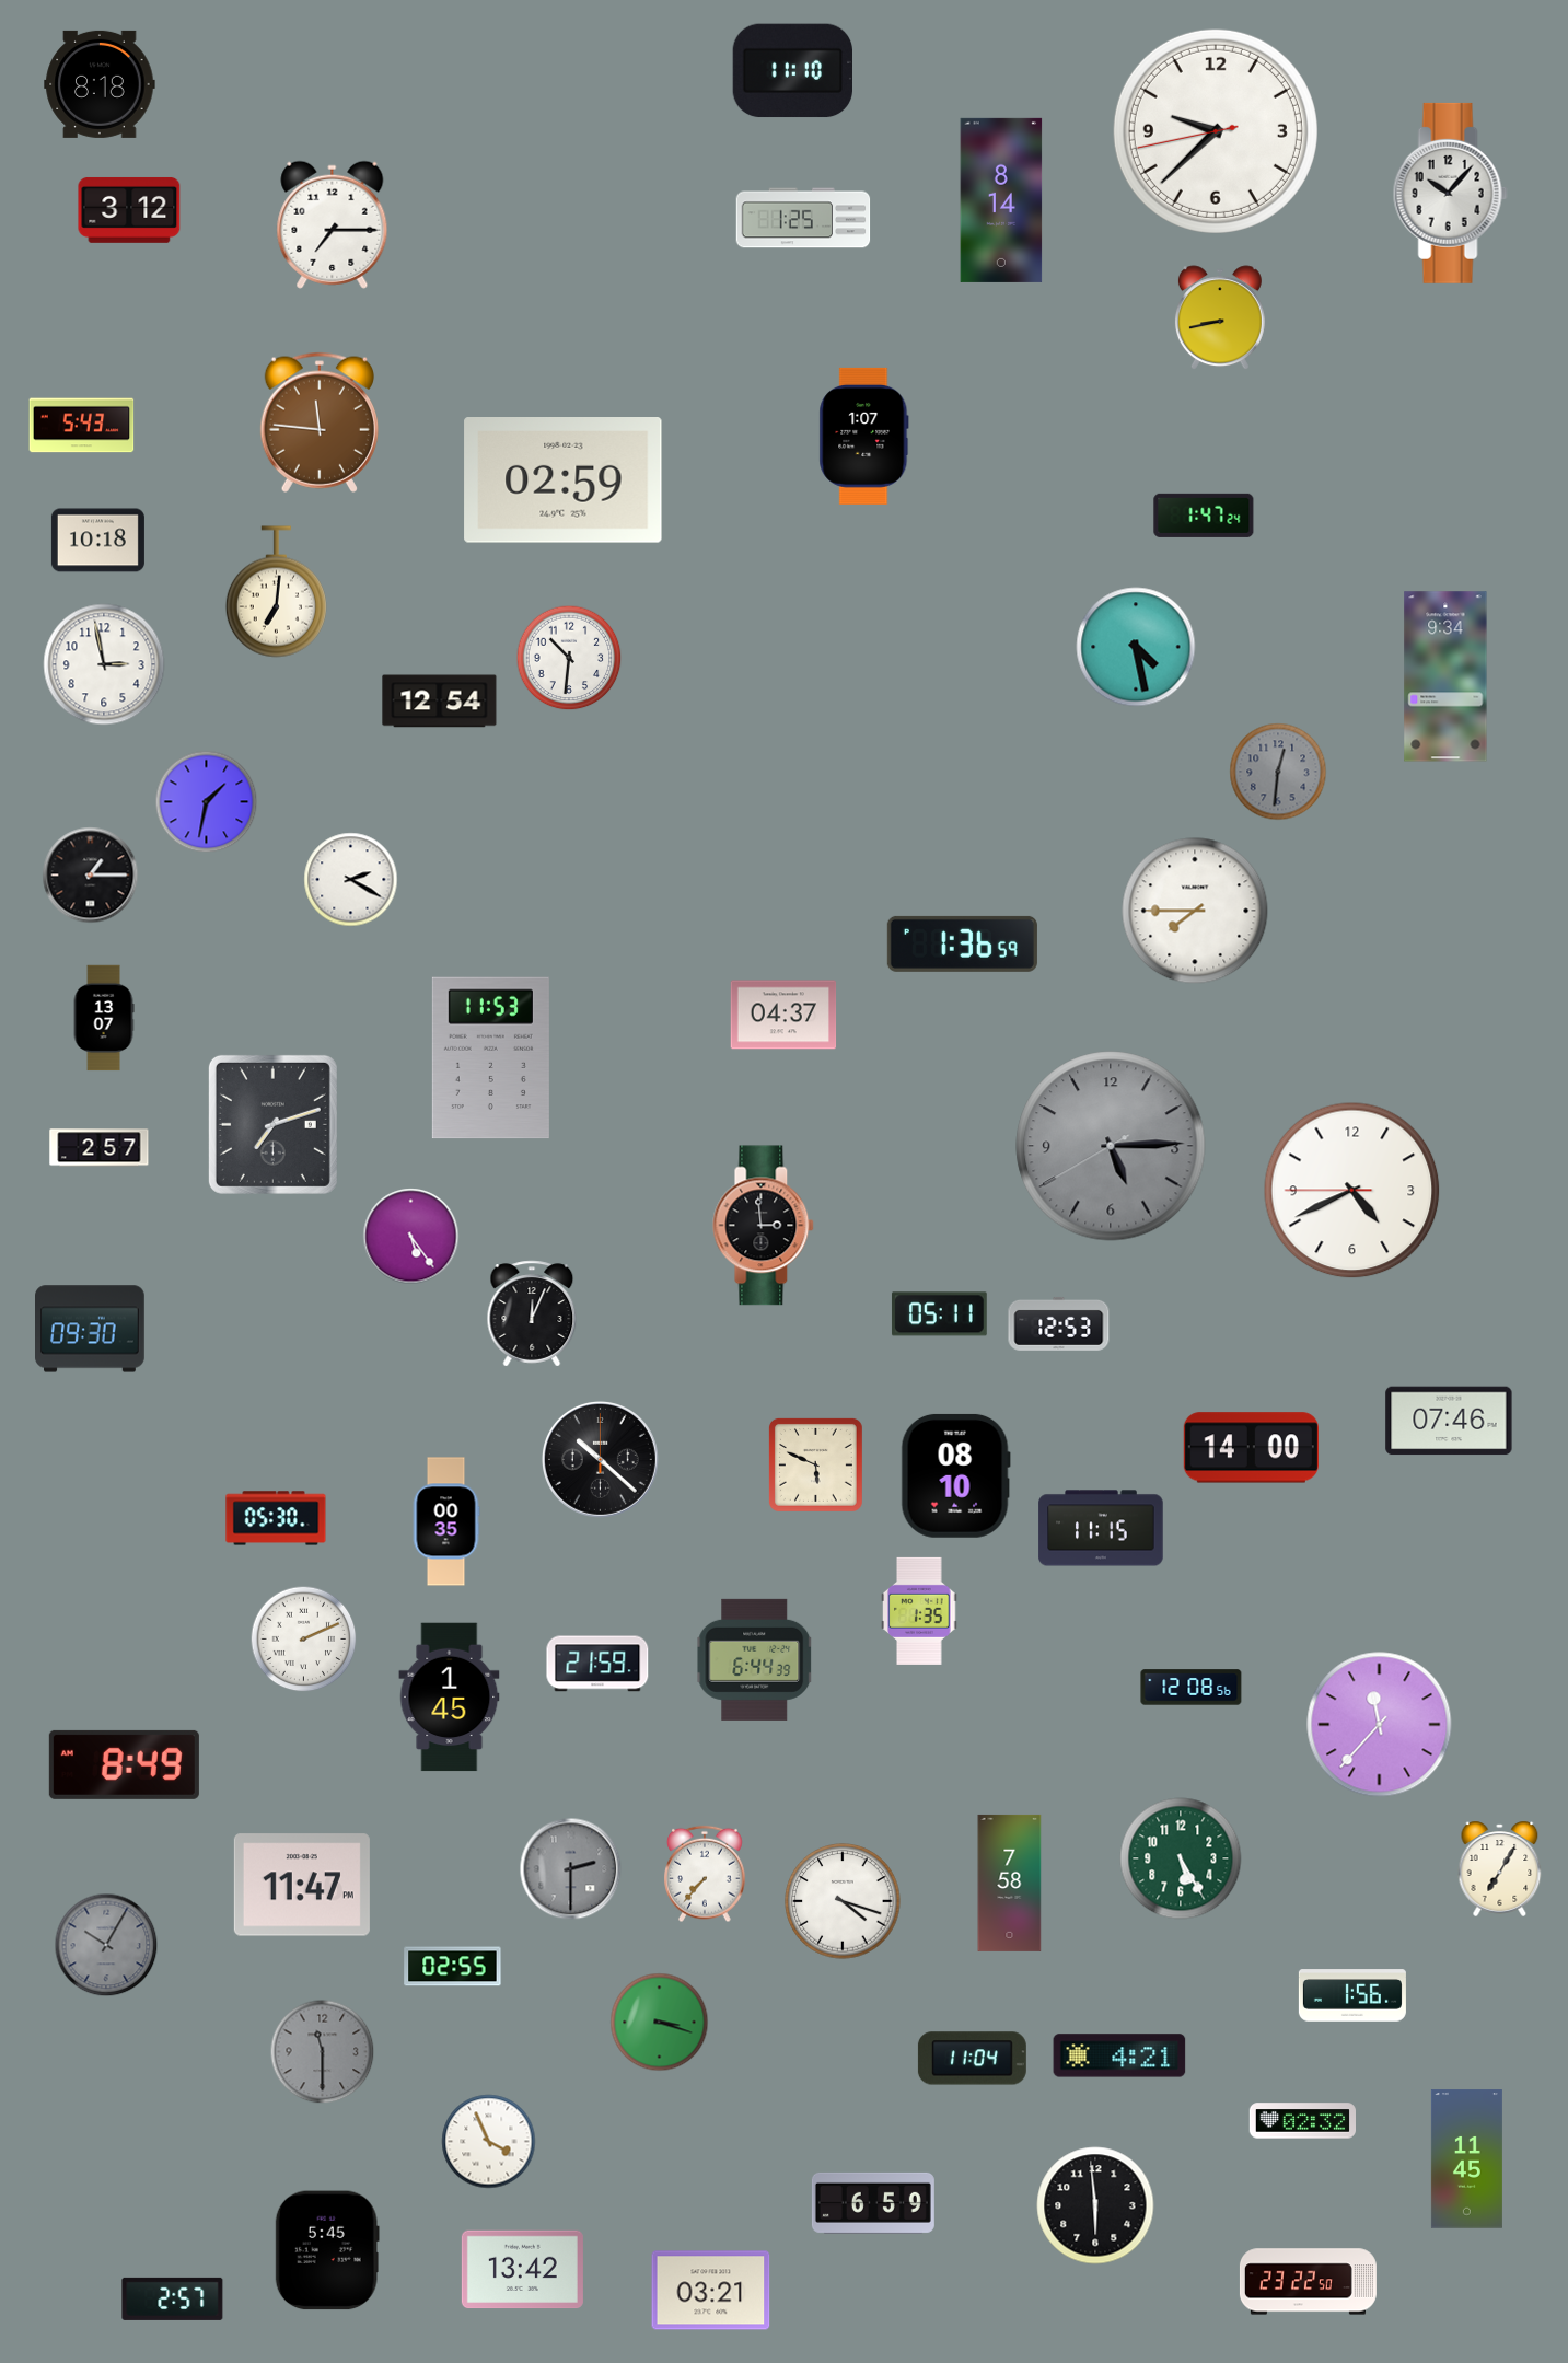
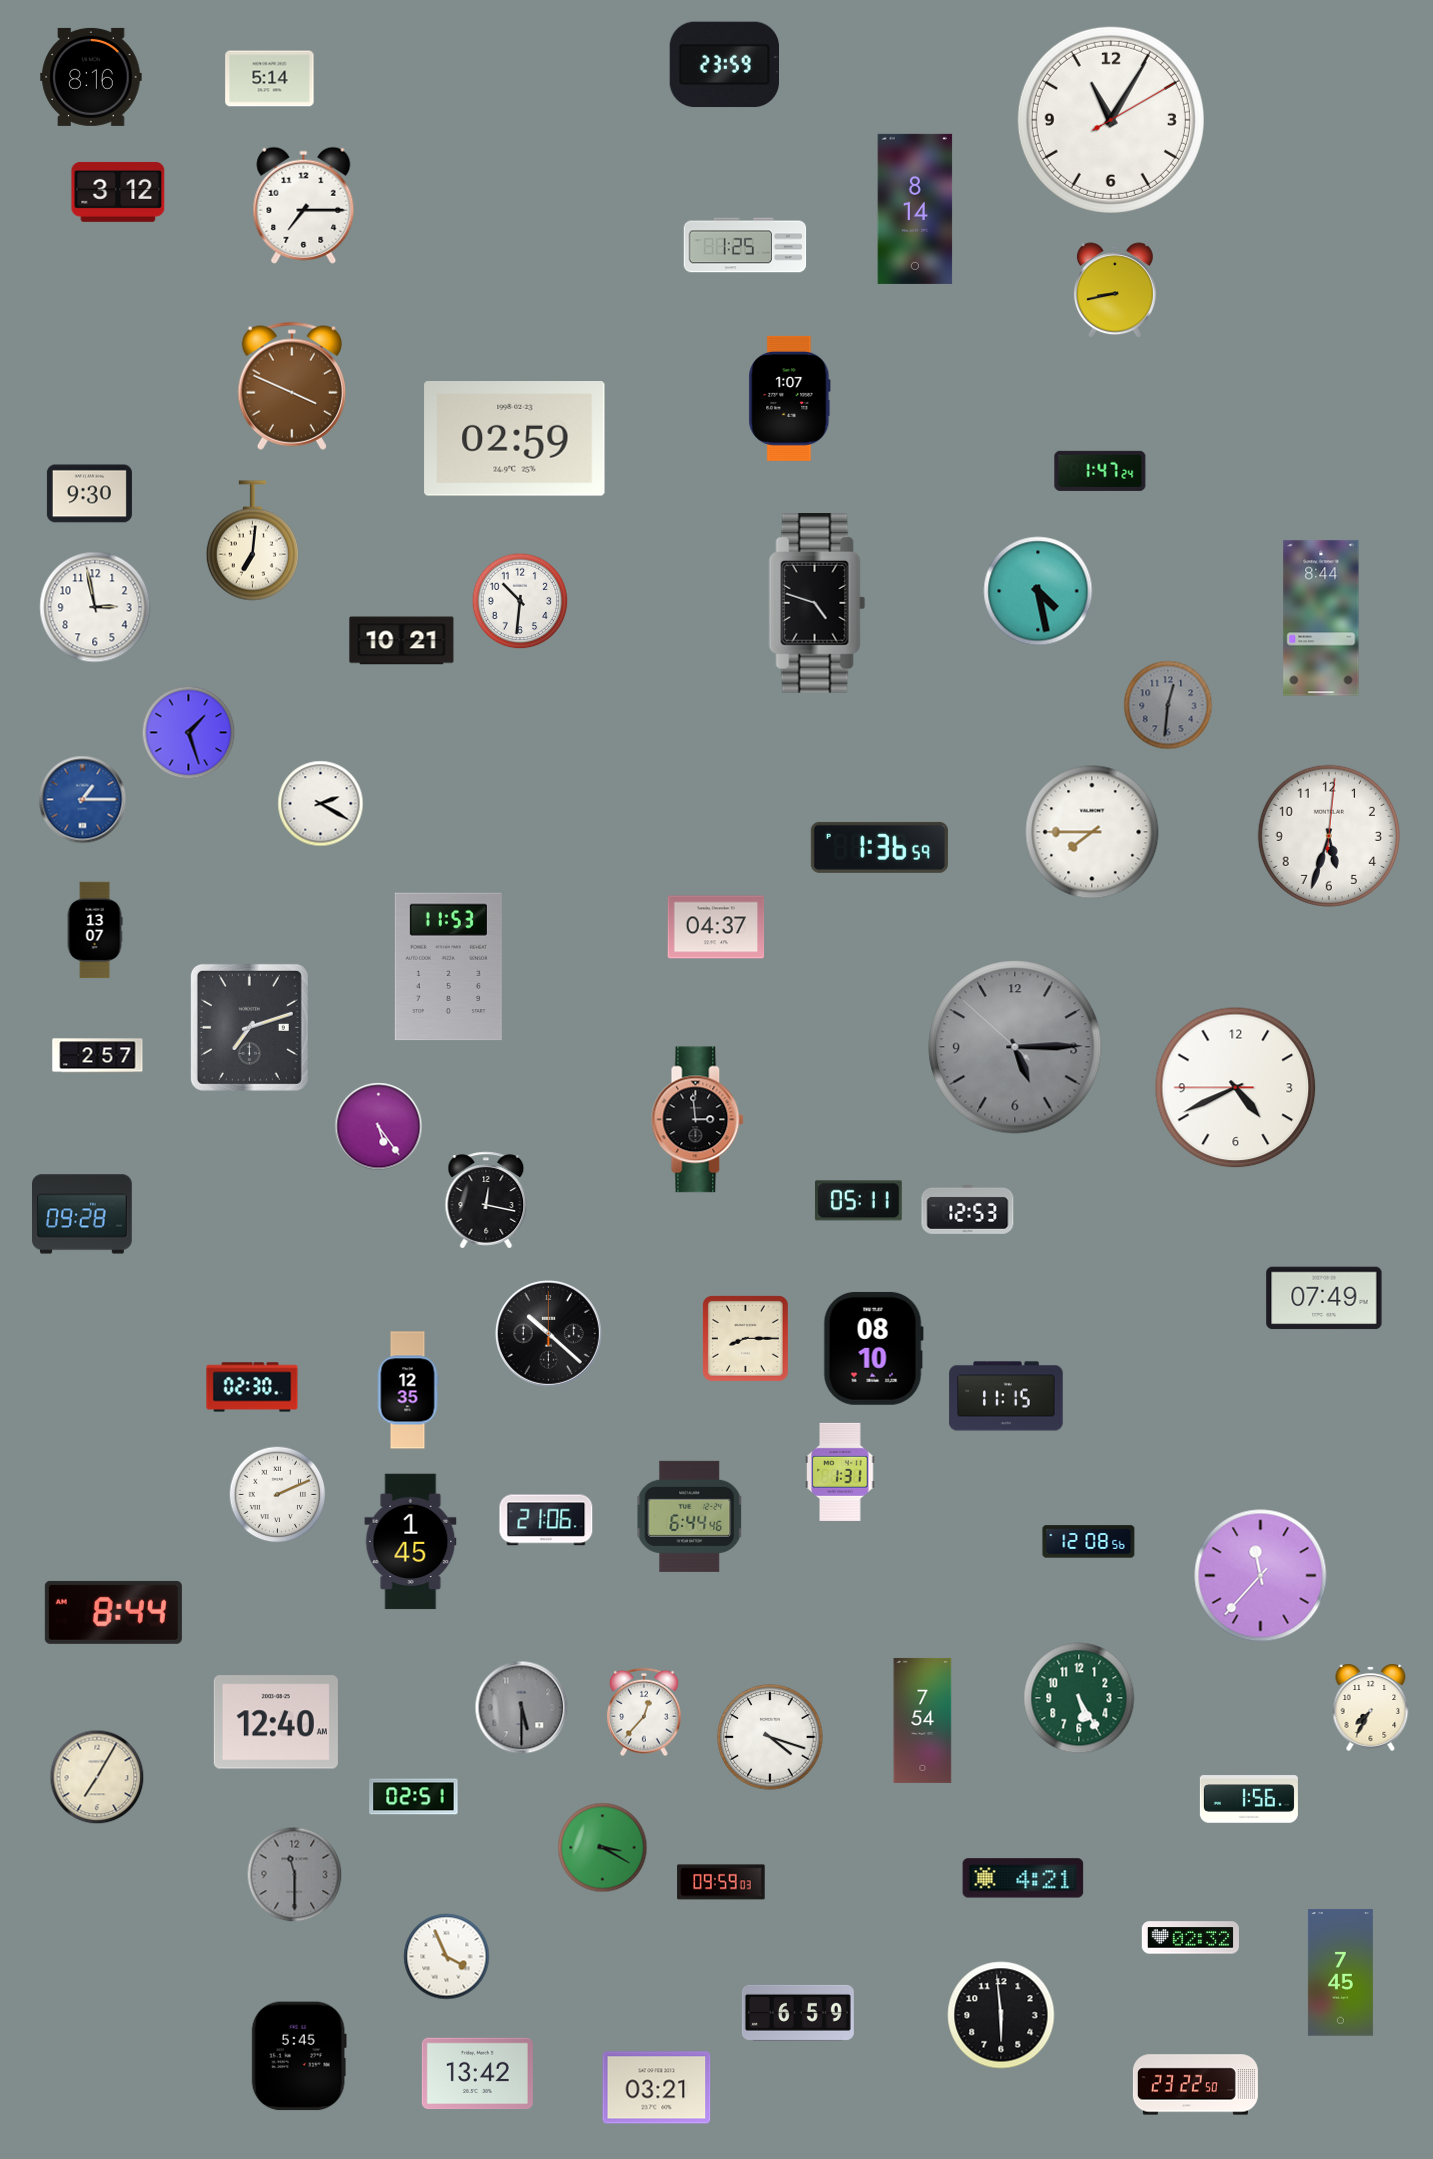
clock at (792, 71): 11:10 -> 23:59
clock at (100, 84): 8:18 -> 8:16
clock at (270, 79): none -> 5:14
clock at (1216, 131): 9:37 -> 11:05
clock at (1450, 193): 10:07 -> none
clock at (1001, 200) position: (1001, 200) -> (915, 209)
clock at (803, 218) position: (803, 218) -> (745, 245)
clock at (318, 422): 11:46 -> 3:49
clock at (82, 426): 5:43 -> none
clock at (97, 541): 10:18 -> 9:30
clock at (817, 603): none -> 4:48
clock at (1445, 676): 9:34 -> 8:44
clock at (440, 702): 12:54 -> 10:21
clock at (207, 802): 1:32 -> 1:27
clock at (91, 876) dial: black -> blue
clock at (1329, 836): none -> 5:33
clock at (962, 943) position: (962, 943) -> (879, 847)
clock at (1111, 1146): 5:14:40 -> 5:14:52
clock at (100, 1148) position: (100, 1148) -> (98, 1056)
clock at (411, 1237) position: (411, 1237) -> (379, 1127)
clock at (532, 1313): 12:04 -> 12:17
clock at (91, 1329): 09:30 -> 09:28
clock at (1449, 1421): 07:46 -> 07:49
clock at (1251, 1448): 14:00 -> none
clock at (815, 1464): 5:49 -> 8:15
clock at (276, 1518): 05:30 -> 02:30
clock at (446, 1521): 00:35 -> 12:35
clock at (919, 1611): 1:35 -> 1:31
clock at (304, 1640) position: (304, 1640) -> (278, 1495)
clock at (755, 1659): 6:44:39 -> 6:44:46
clock at (597, 1664): 21:59 -> 21:06
clock at (450, 1698) position: (450, 1698) -> (411, 1542)
clock at (124, 1764): 8:49 -> 8:44
clock at (1500, 1868): 7:05 -> 7:35
clock at (571, 1869): 2:30 -> 5:30
clock at (705, 1874): 7:37 -> 12:37
clock at (1010, 1883): 7:58 -> 7:54
clock at (302, 1885): 11:47 -> 12:40
clock at (106, 1945): 10:05 -> 7:05
clock at (106, 1945) dial: grey -> cream
clock at (453, 1967): 02:55 -> 02:51
clock at (1352, 1995) position: (1352, 1995) -> (1249, 1799)
clock at (660, 2023): 3:18 -> 3:20
clock at (972, 2059): 11:04 -> none
clock at (721, 1882): none -> 09:59
clock at (1466, 2159): 11:45 -> 7:45
clock at (711, 2291) position: (711, 2291) -> (657, 2088)
clock at (173, 2298): 2:57 -> none
